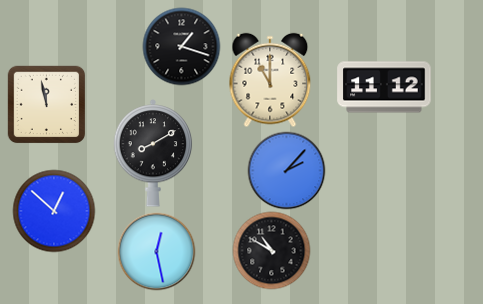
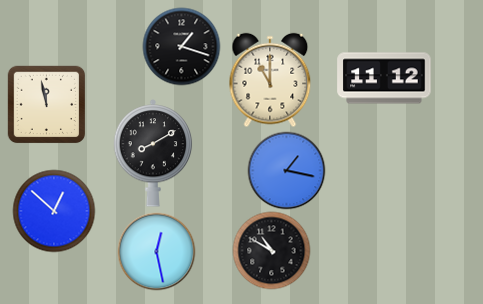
clock at (384, 87) position: (384, 87) -> (384, 78)
clock at (286, 170): 2:07 -> 1:17
